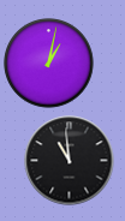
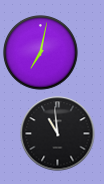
clock at (49, 64): 1:02 -> 7:02
